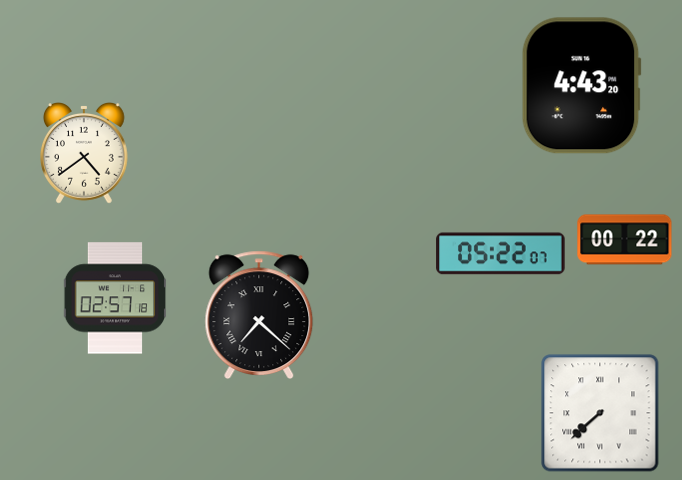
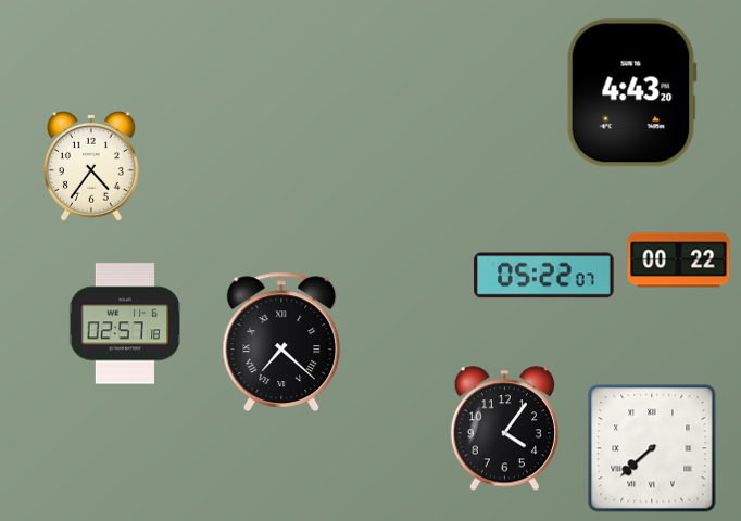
clock at (85, 154): 4:39 -> 4:36
clock at (504, 429): none -> 4:06
